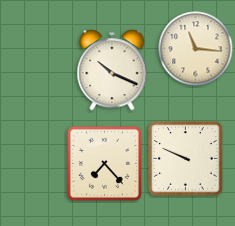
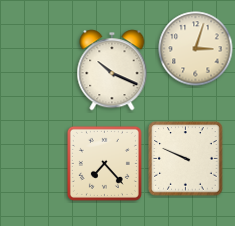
clock at (196, 49): 11:16 -> 3:03
